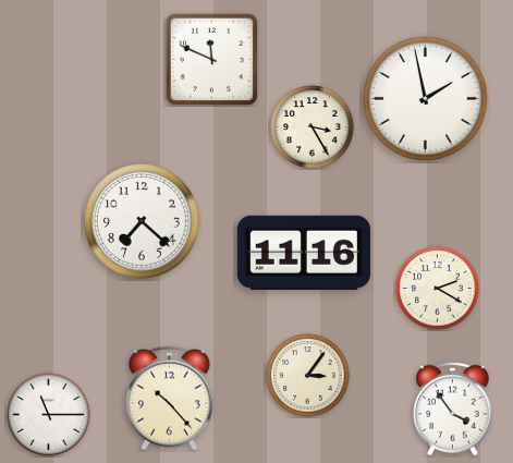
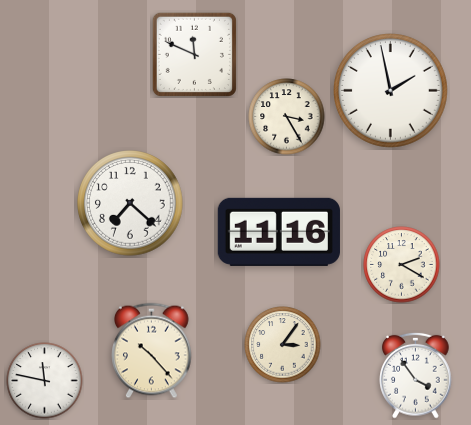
clock at (170, 399) position: (170, 399) -> (152, 351)
clock at (49, 415): 11:15 -> 11:47
